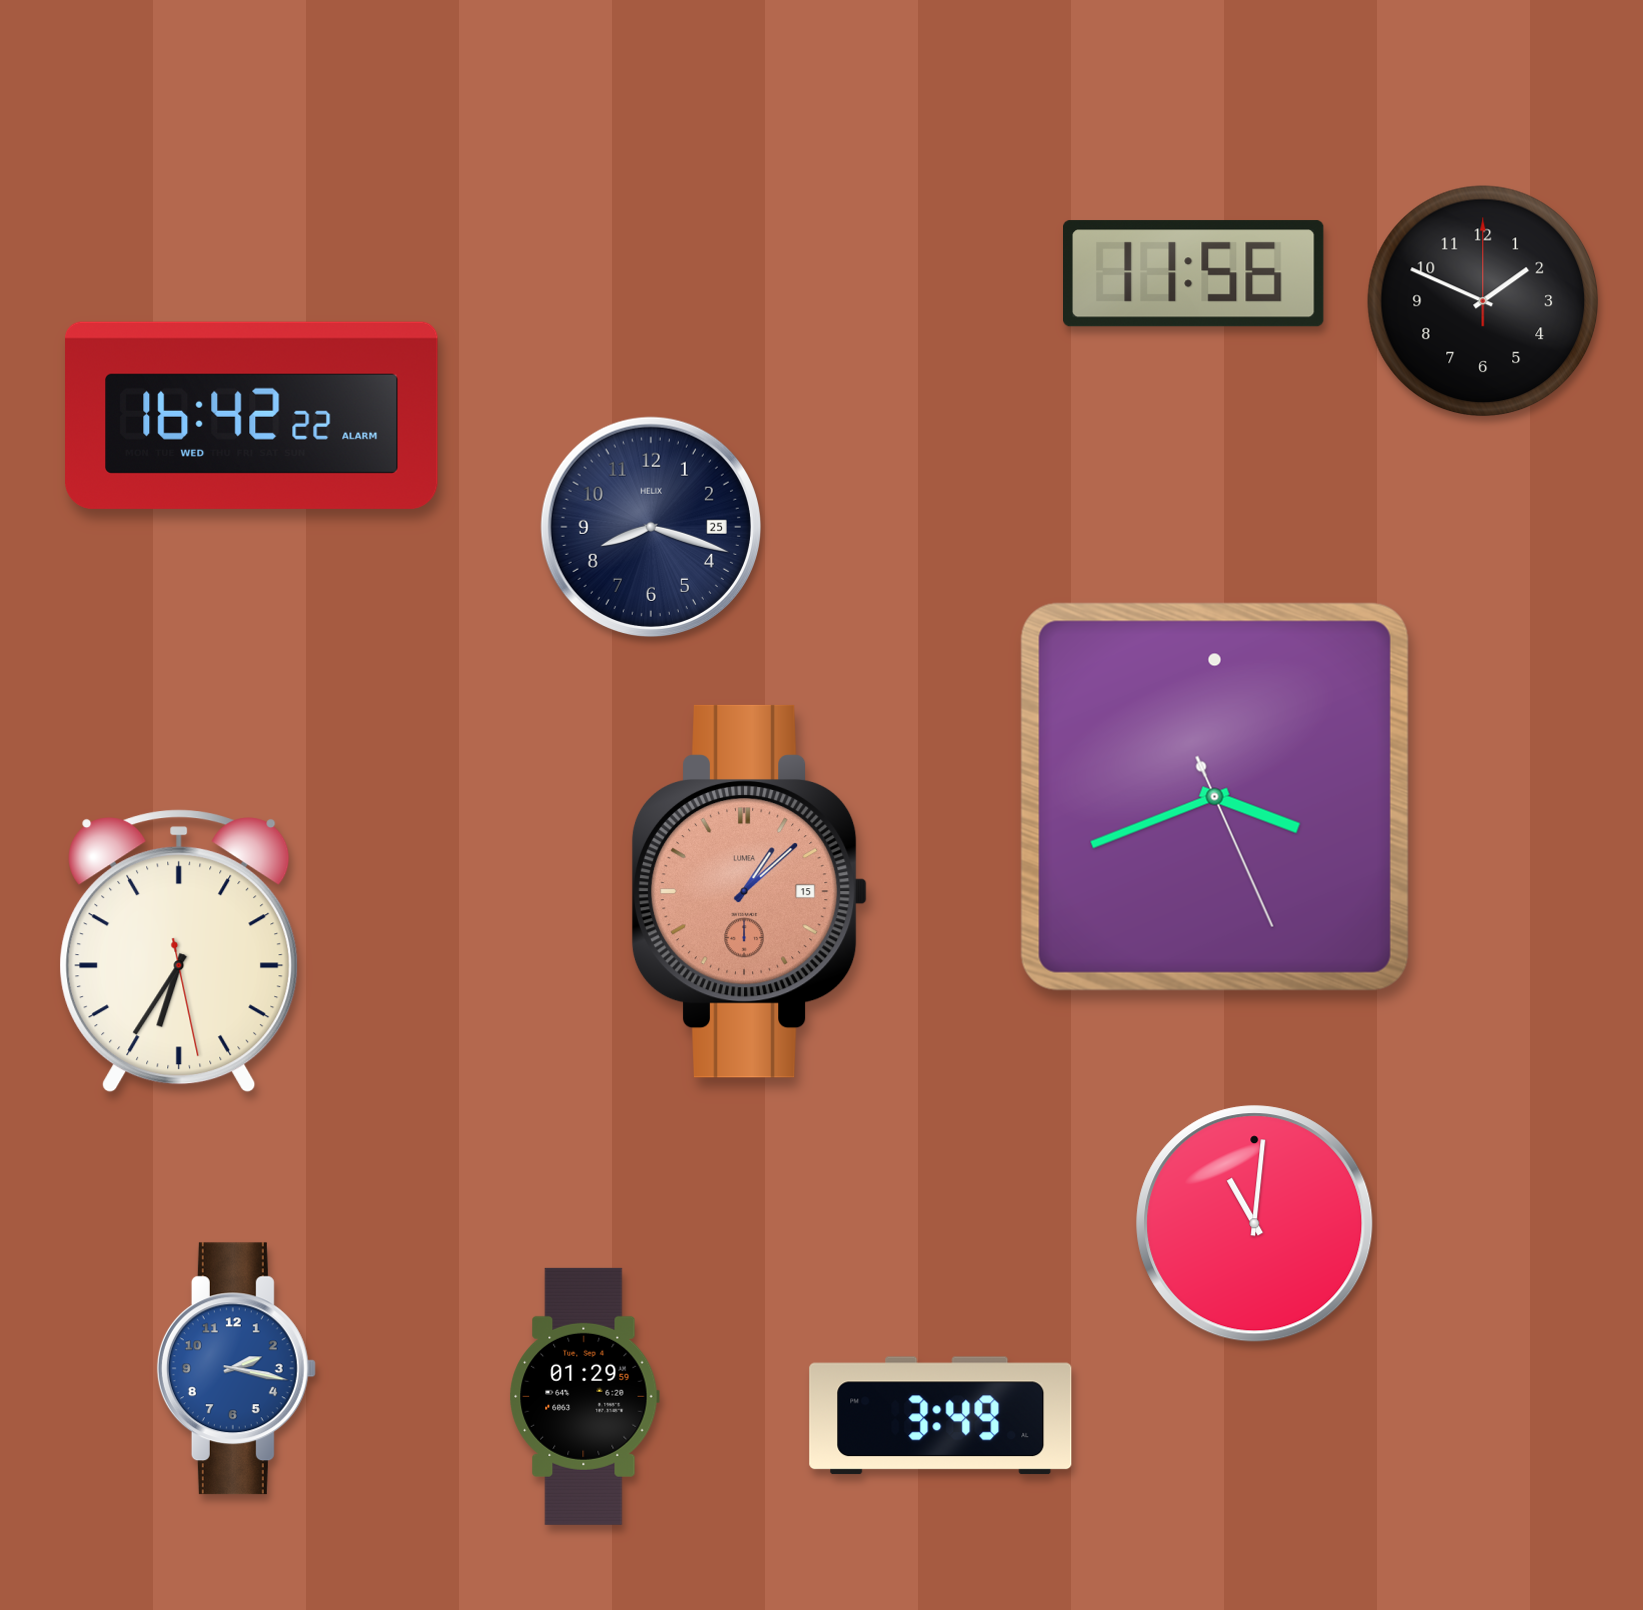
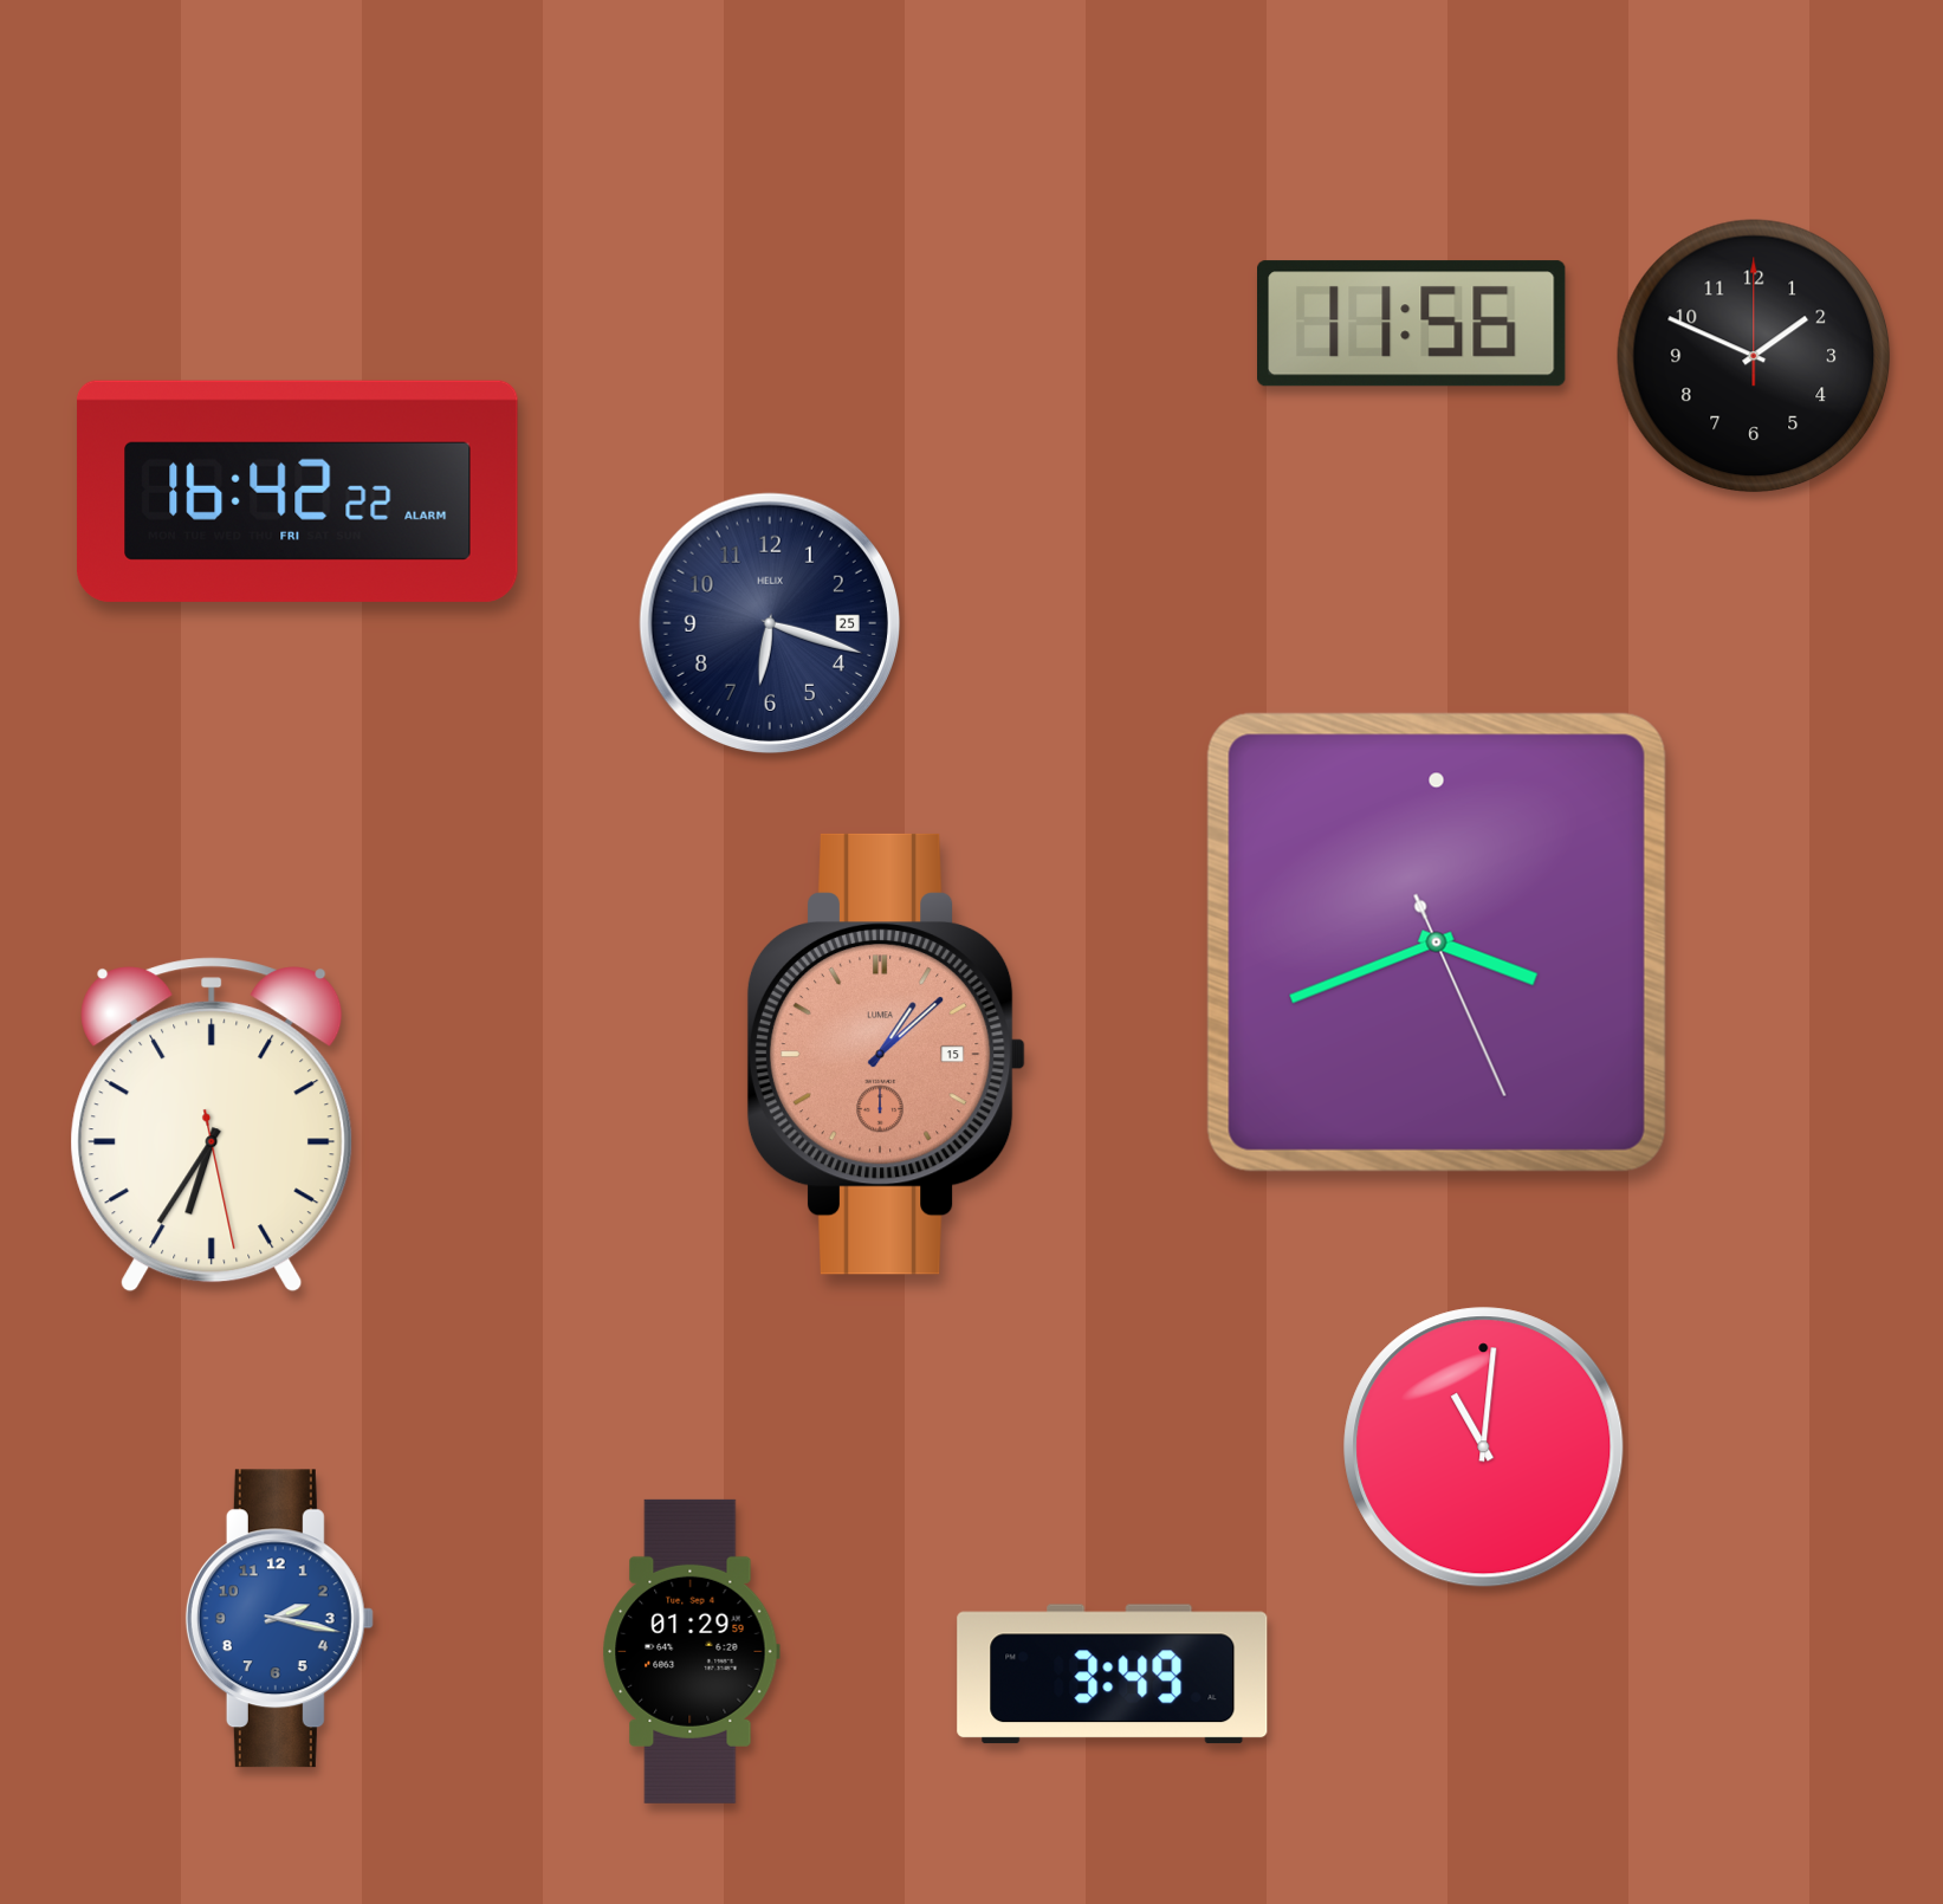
clock at (252, 415) date: WED -> FRI
clock at (650, 526): 8:18 -> 6:18
